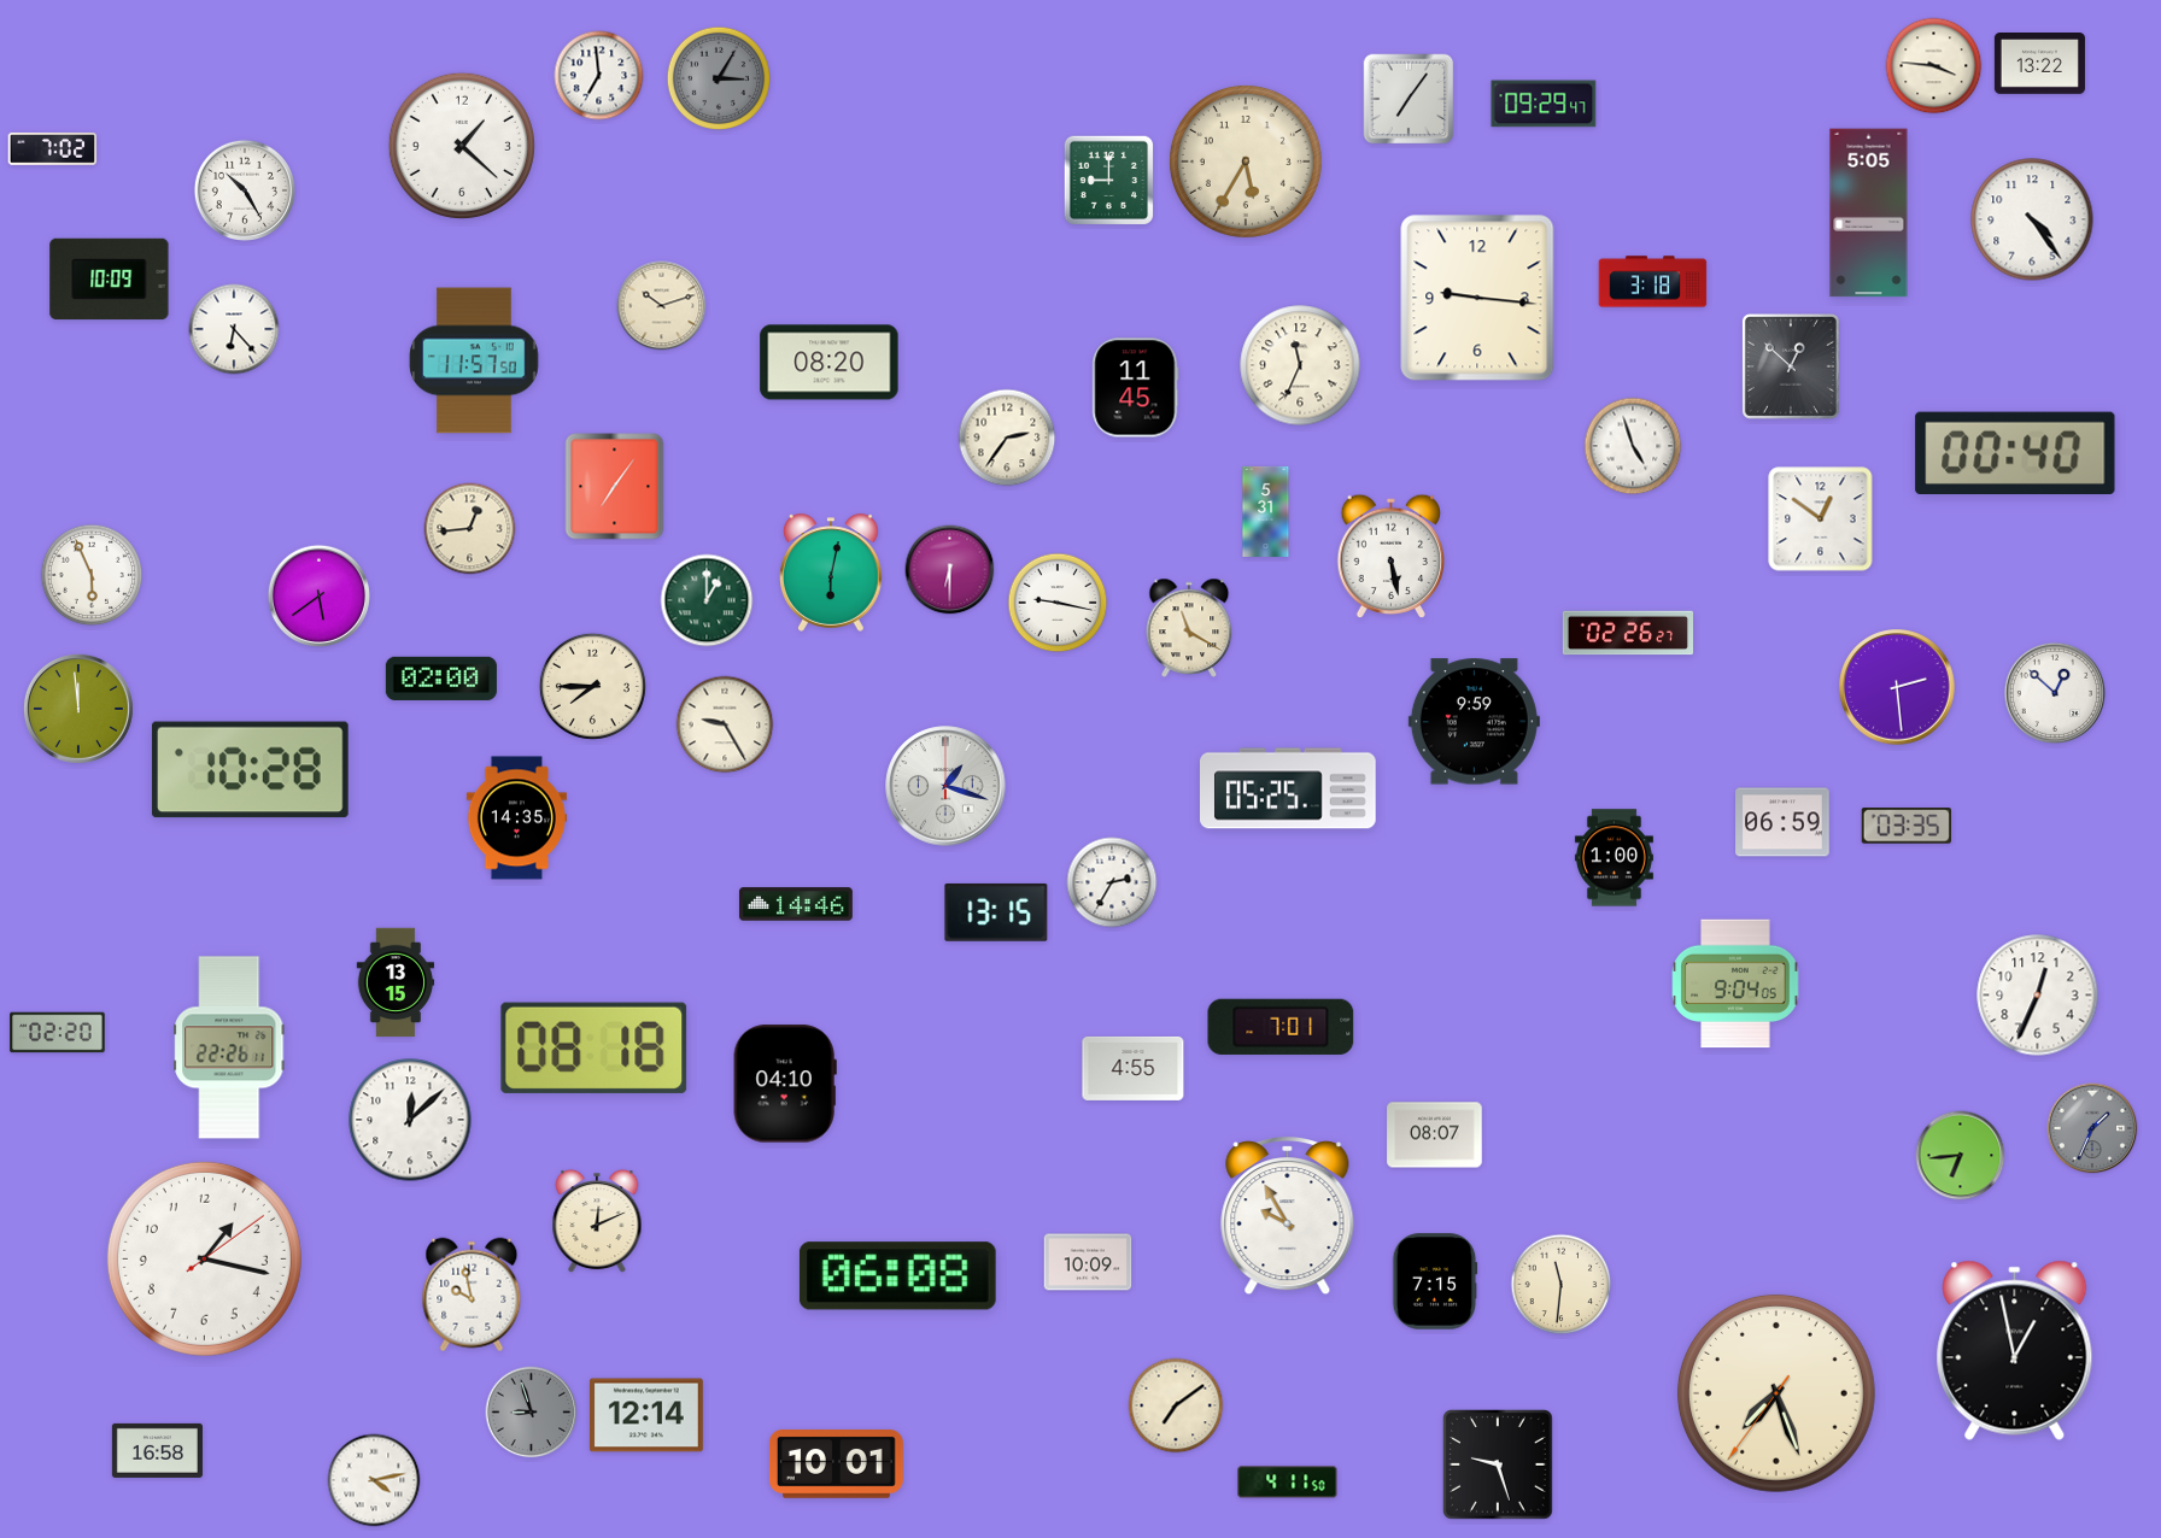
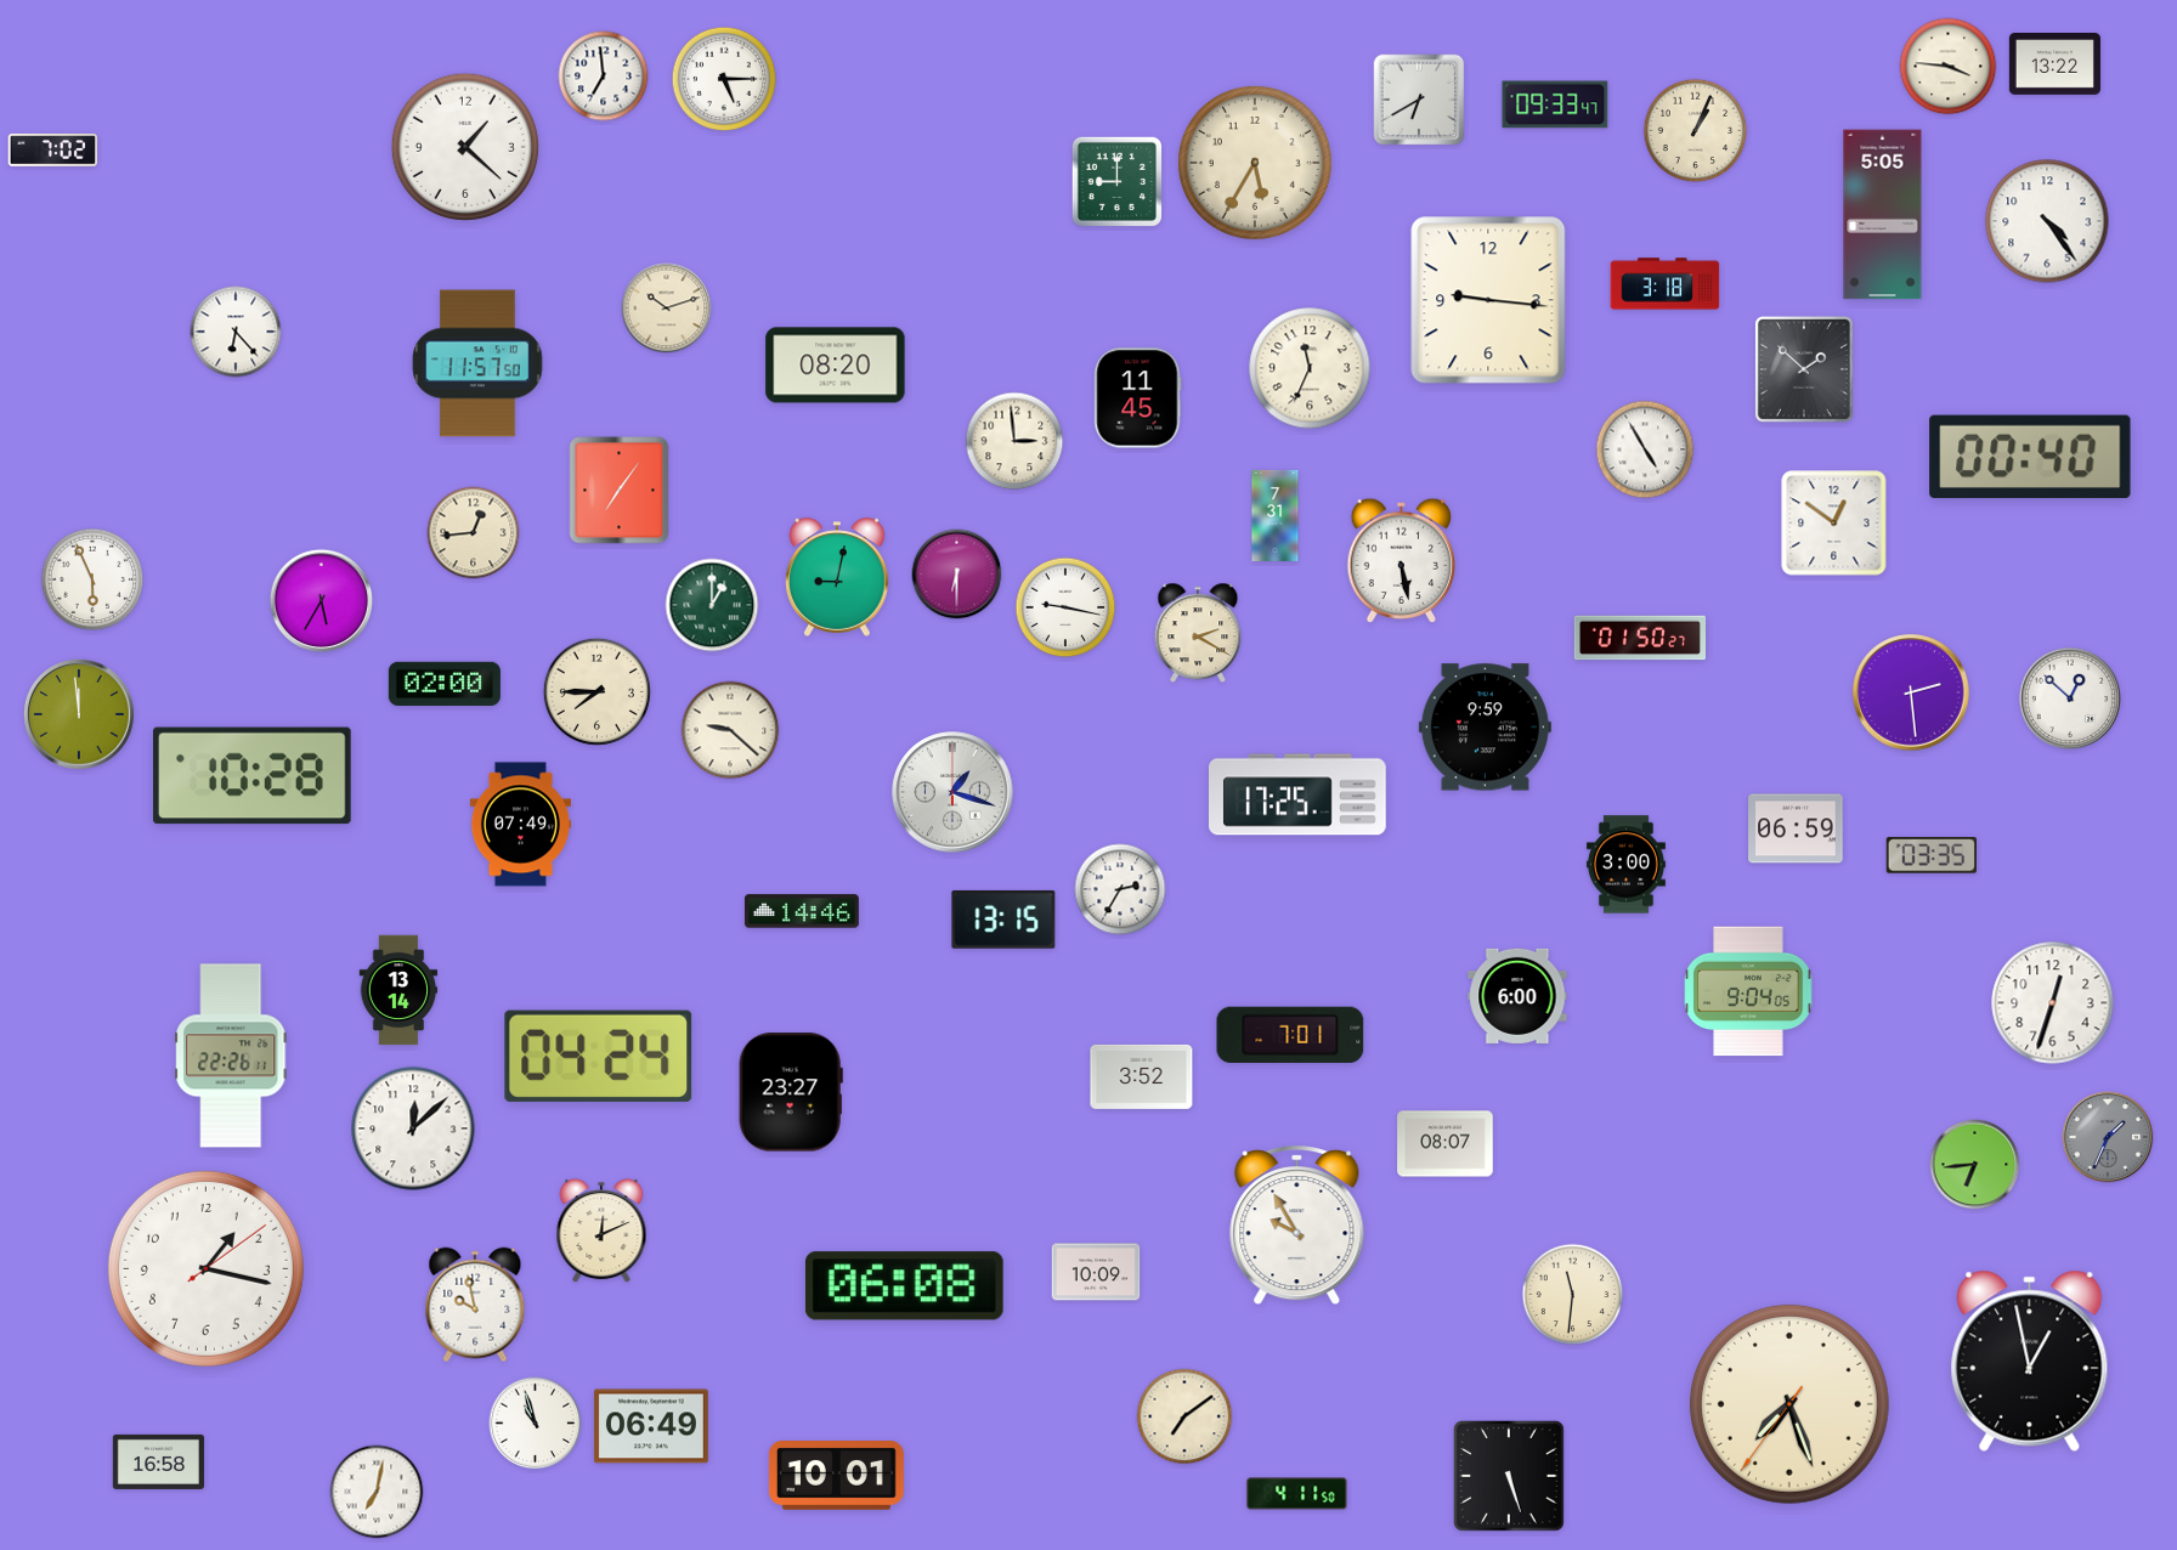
clock at (718, 77): 3:05 -> 5:15
clock at (718, 77) dial: grey -> white
clock at (1409, 99): 7:06 -> 6:40
clock at (1544, 104): 09:29 -> 09:33
clock at (1696, 131): none -> 1:04
clock at (244, 189): 10:25 -> none
clock at (110, 280): 10:09 -> none
clock at (1791, 366): 12:52 -> 1:52
clock at (1136, 388) position: (1136, 388) -> (1138, 398)
clock at (1007, 438): 2:36 -> 2:59
clock at (1633, 446): 4:57 -> 4:55
clock at (1266, 511): 5:31 -> 7:31
clock at (831, 573): 6:02 -> 9:02
clock at (318, 595): 5:39 -> 5:35
clock at (1189, 628): 11:20 -> 2:20
clock at (1627, 633): 02:26 -> 01:50
clock at (725, 724): 9:25 -> 9:22
clock at (1288, 788): 05:25 -> 17:25
clock at (516, 818): 14:35 -> 07:49
clock at (1907, 826) position: (1907, 826) -> (1932, 855)
clock at (1614, 858): 1:00 -> 3:00
clock at (396, 982): 13:15 -> 13:14
clock at (1517, 996): none -> 6:00
clock at (2038, 996): 12:34 -> 12:33
clock at (58, 1033): 02:20 -> none
clock at (595, 1047): 08:18 -> 04:24
clock at (1134, 1068): 4:55 -> 3:52
clock at (785, 1084): 04:10 -> 23:27
clock at (1435, 1281): 7:15 -> none
clock at (532, 1413): 8:57 -> 10:57
clock at (532, 1413) dial: grey -> white
clock at (646, 1415): 12:14 -> 06:49
clock at (836, 1464) position: (836, 1464) -> (836, 1476)
clock at (1498, 1464): 9:27 -> 5:27
clock at (374, 1480): 4:13 -> 7:02
